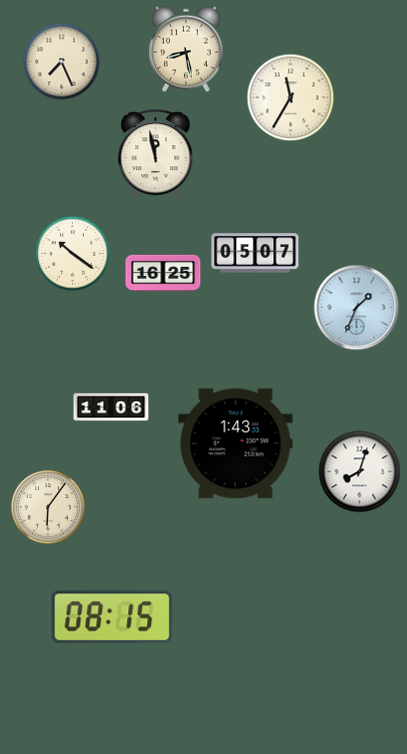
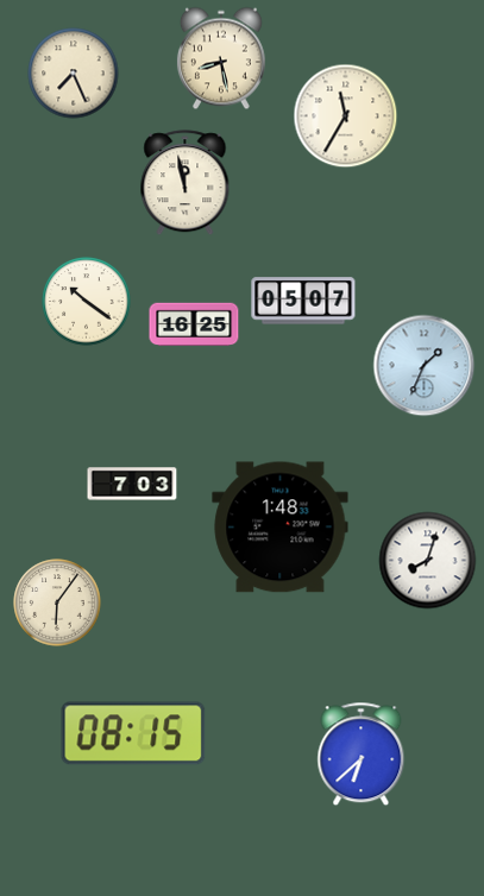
clock at (111, 407): 11:06 -> 7:03
clock at (236, 444): 1:43 -> 1:48
clock at (362, 755): none -> 6:38
